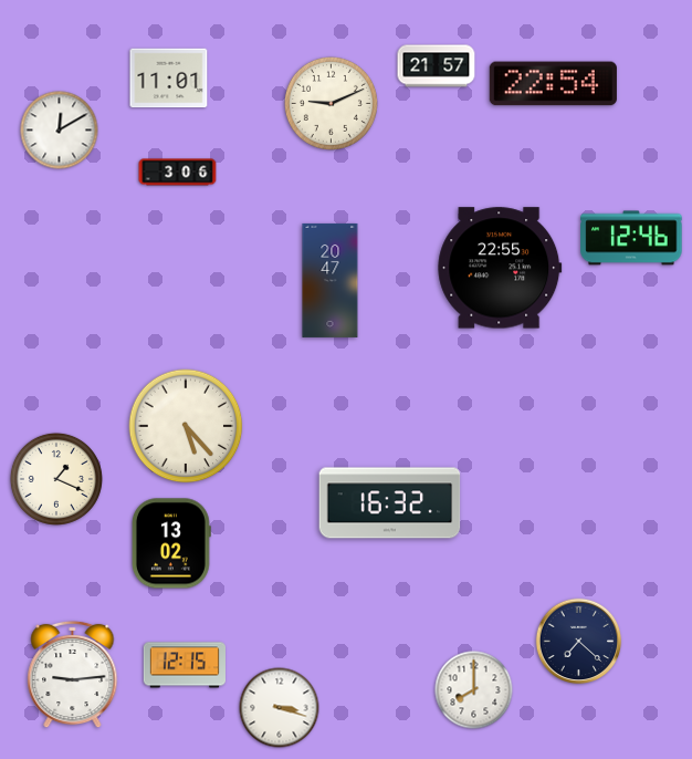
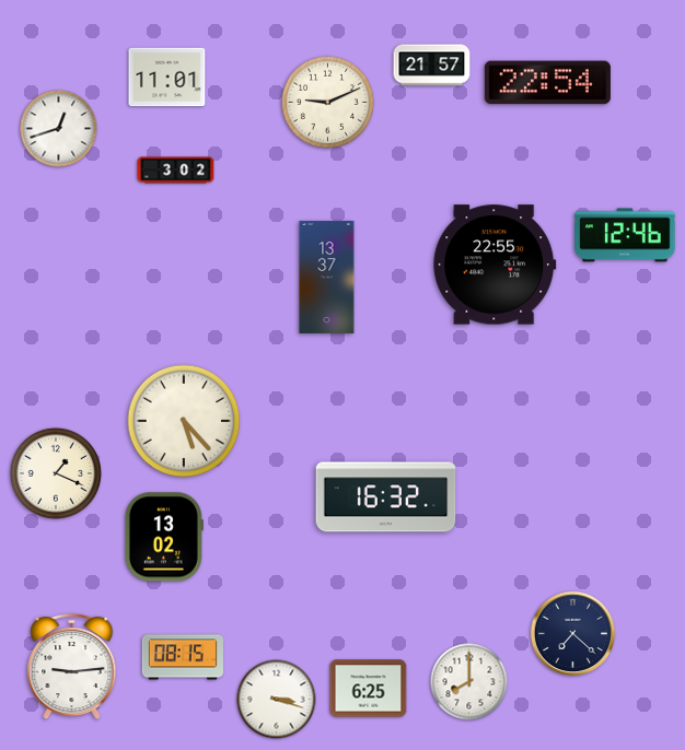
clock at (60, 131): 12:10 -> 12:42
clock at (178, 173): 3:06 -> 3:02
clock at (331, 280): 20:47 -> 13:37
clock at (171, 543) position: (171, 543) -> (164, 537)
clock at (184, 665): 12:15 -> 08:15
clock at (369, 689): none -> 6:25
